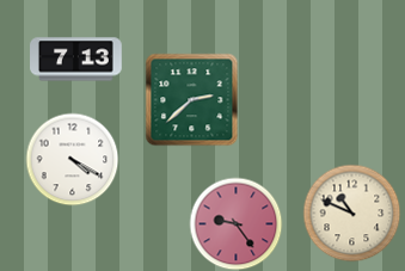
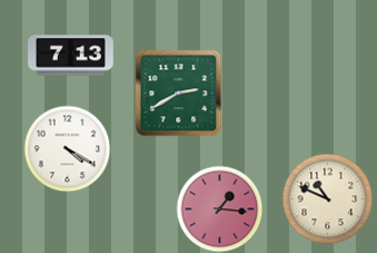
clock at (191, 99): 2:38 -> 2:40
clock at (235, 223): 9:24 -> 1:16
